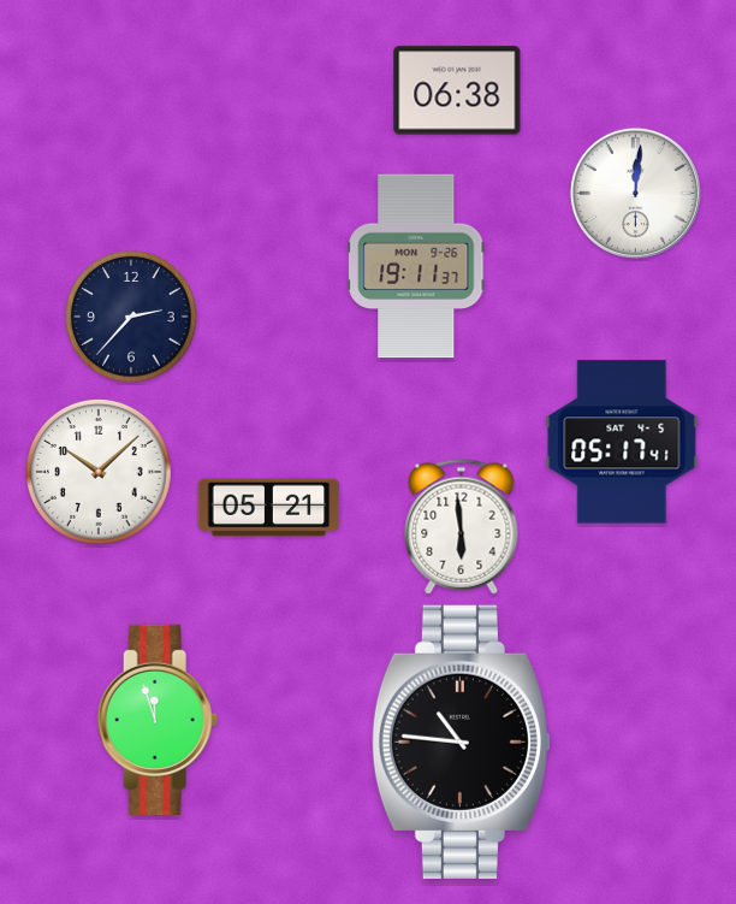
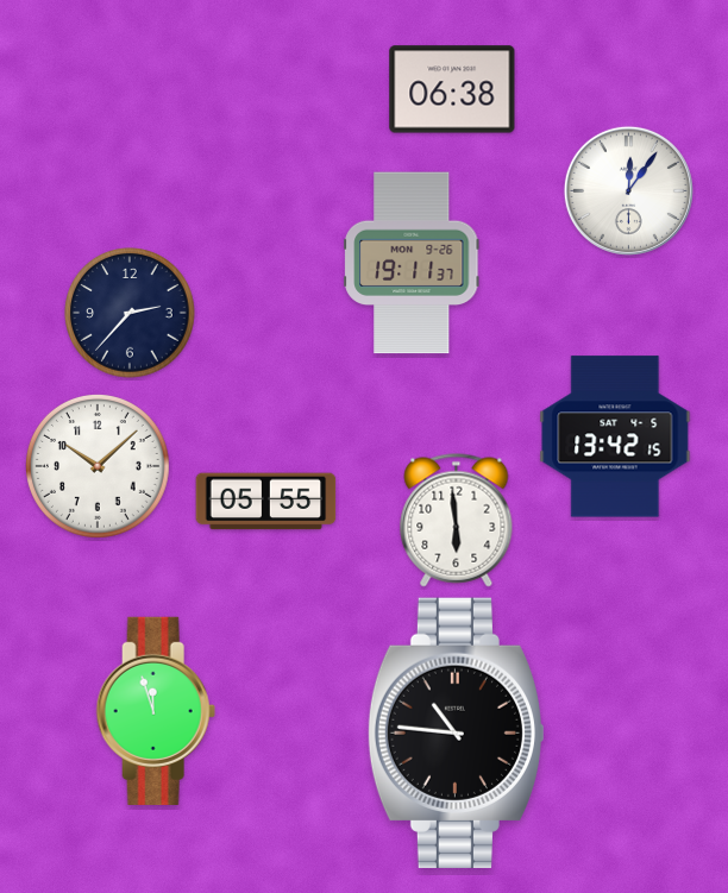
clock at (635, 193): 12:01 -> 12:06
clock at (622, 442): 05:17 -> 13:42
clock at (269, 508): 05:21 -> 05:55
